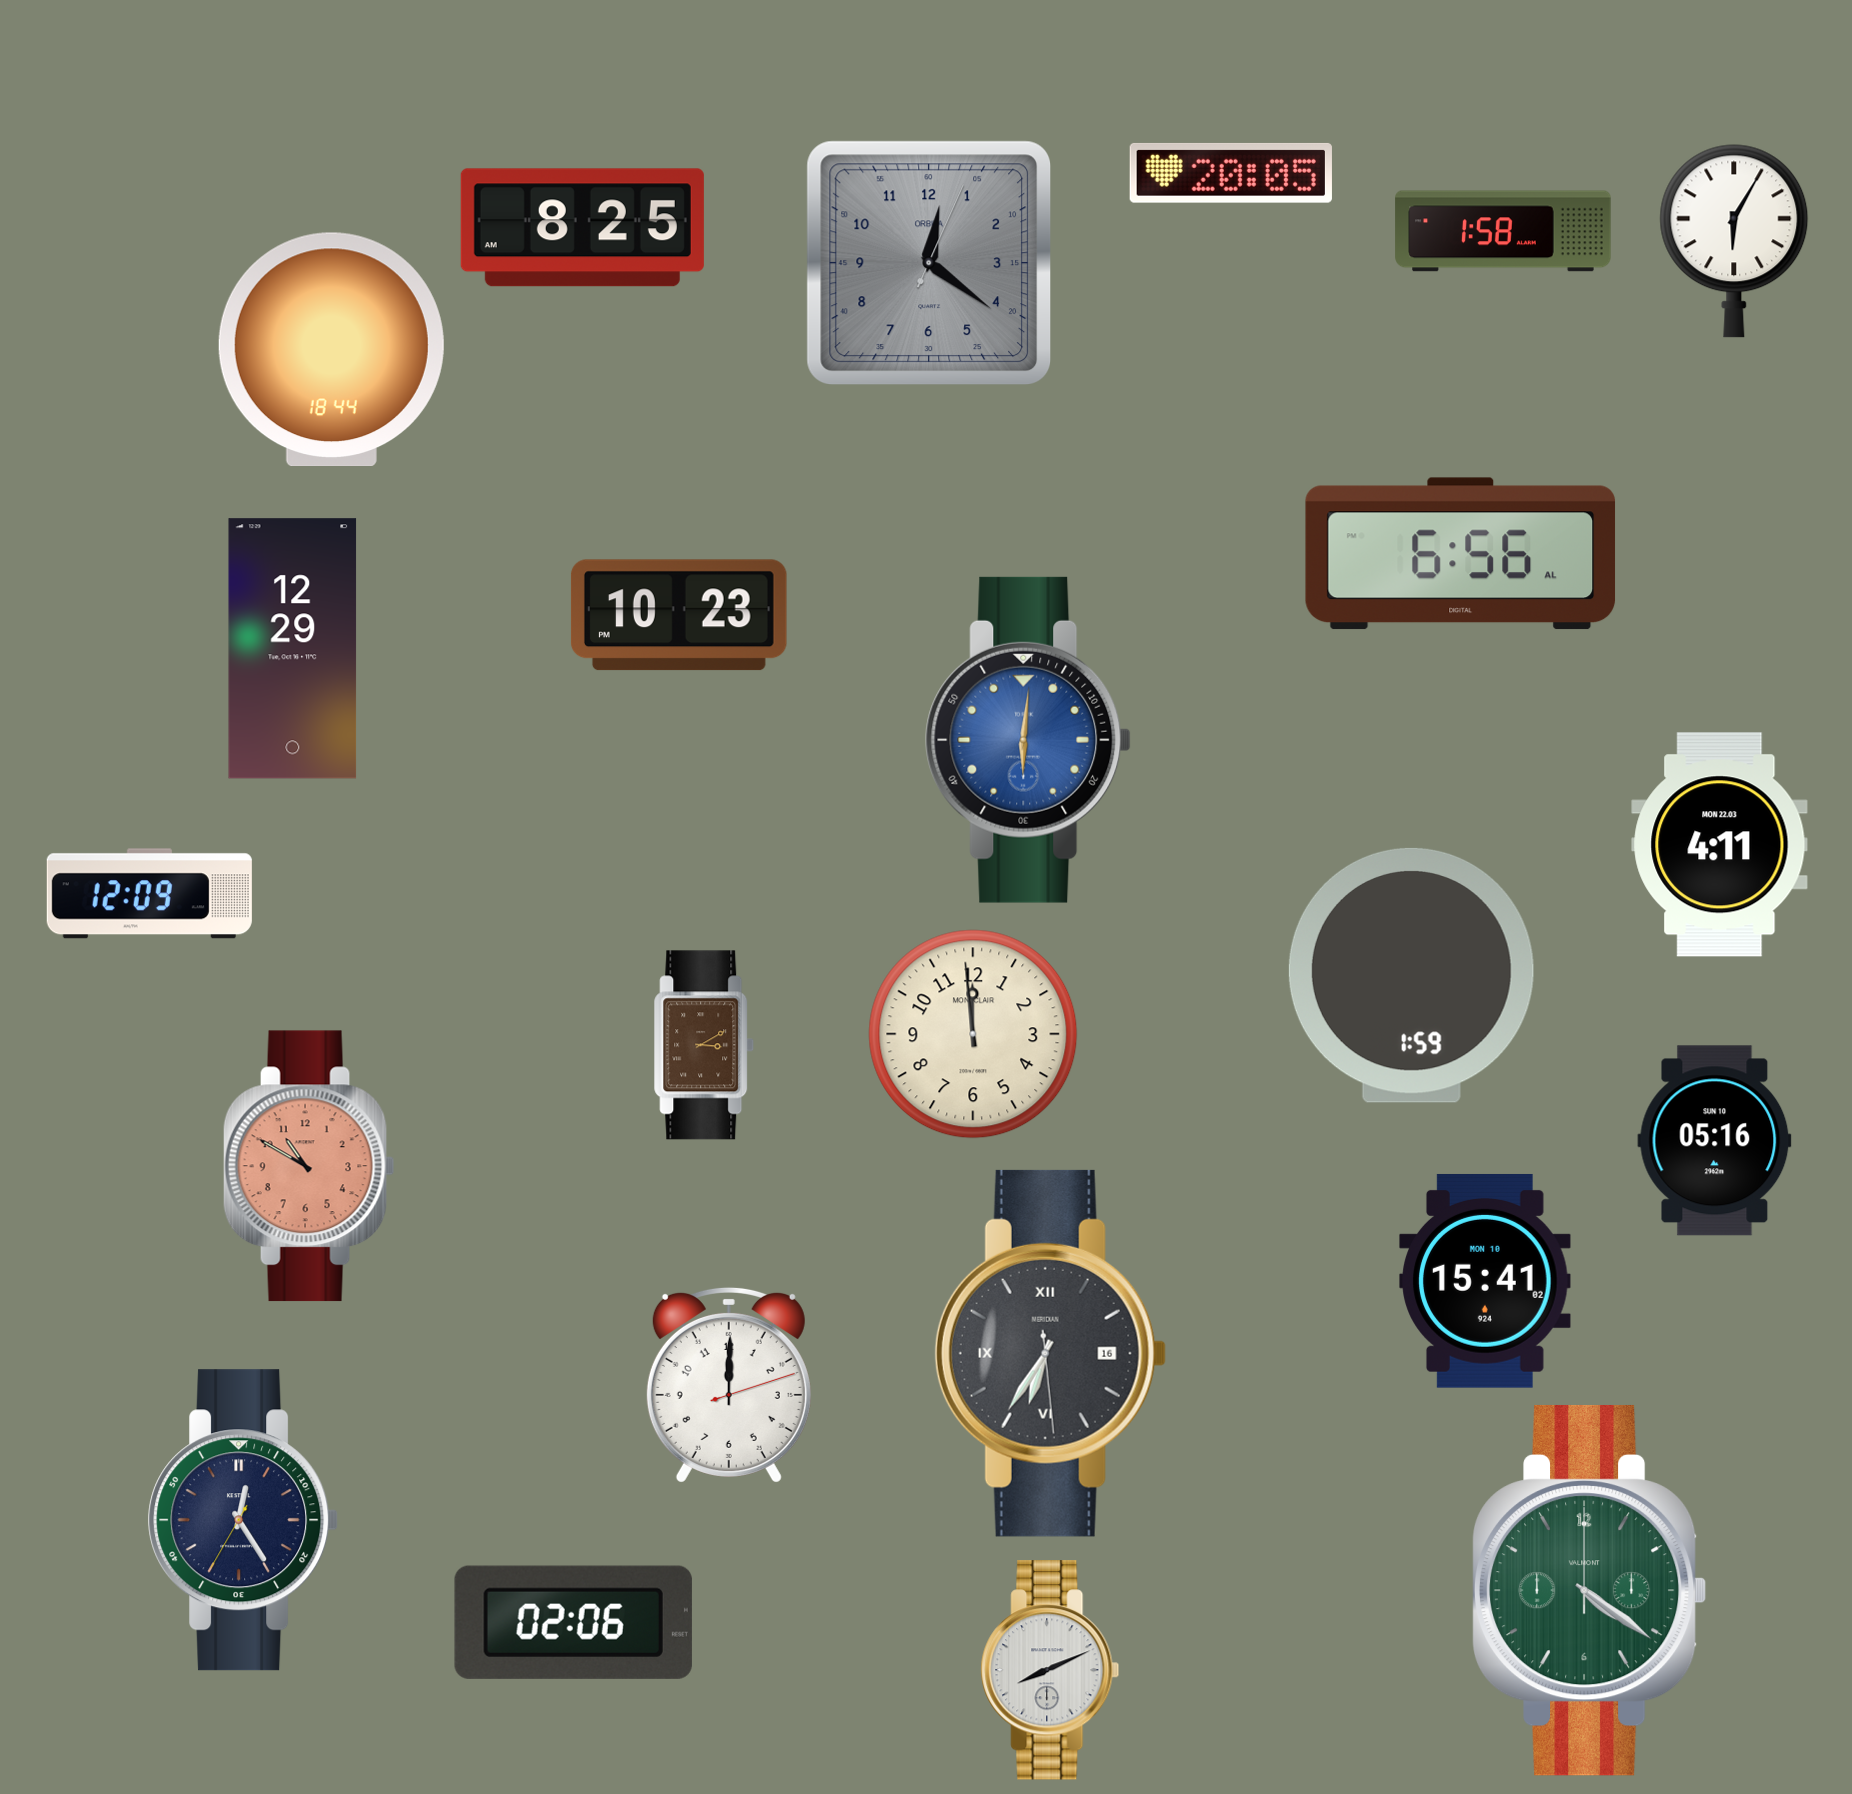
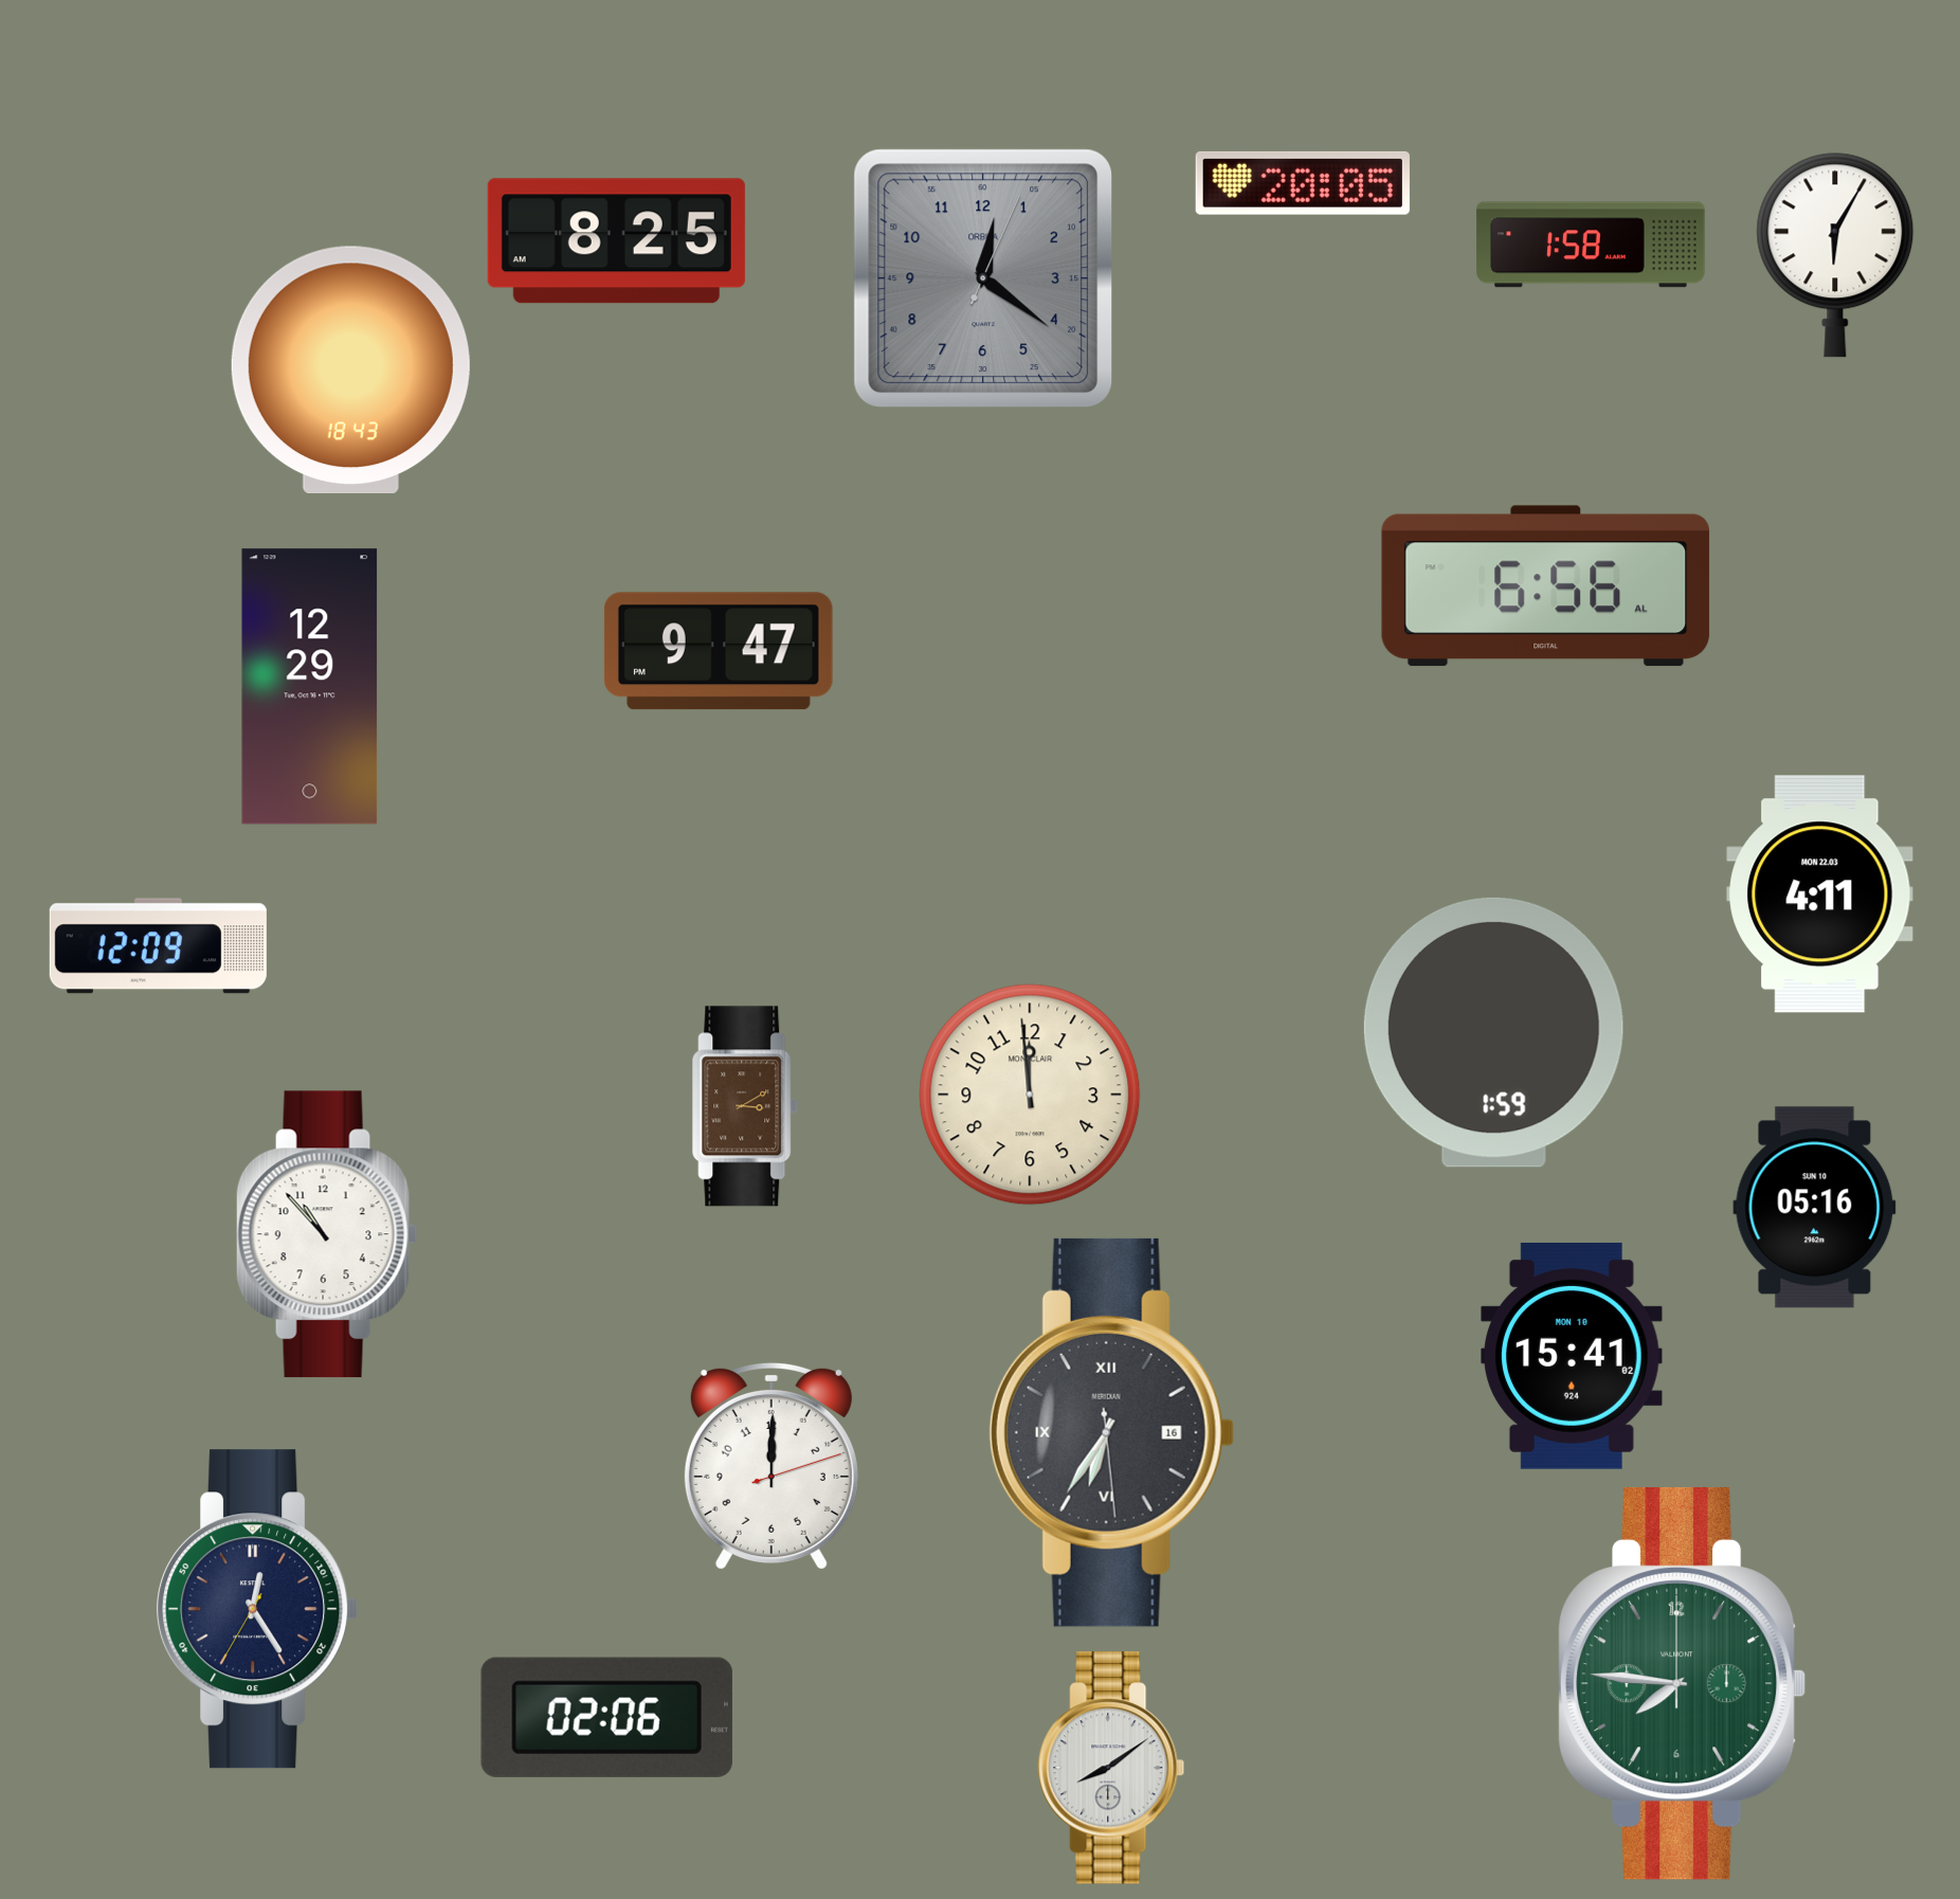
clock at (331, 349): 18:44 -> 18:43
clock at (679, 615): 10:23 -> 9:47
clock at (1028, 740): 6:01 -> none
clock at (309, 1166): 10:50 -> 10:53
clock at (309, 1166) dial: salmon -> white
clock at (1589, 1590): 4:21 -> 7:46
clock at (1050, 1670): 8:11 -> 8:09
